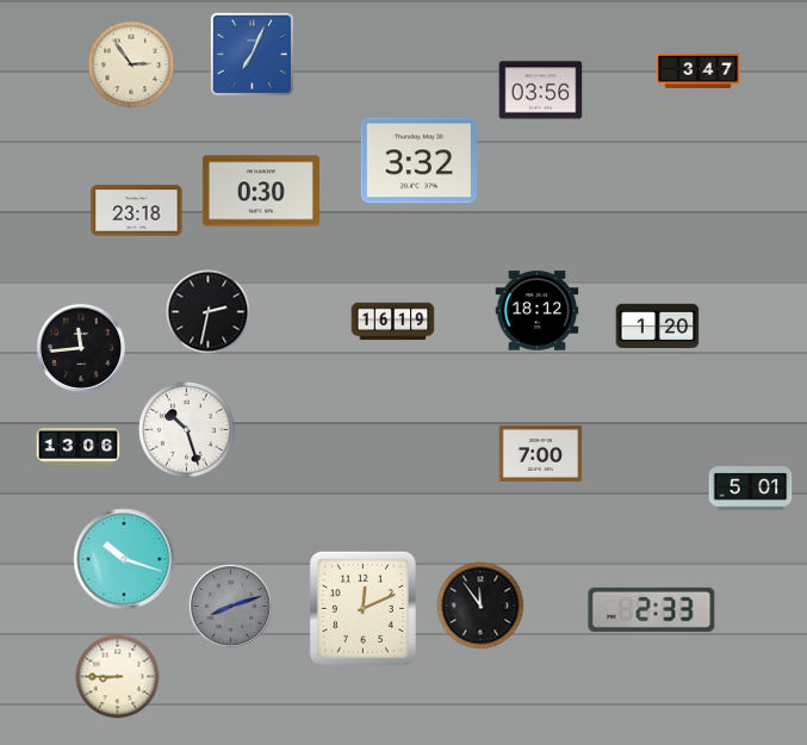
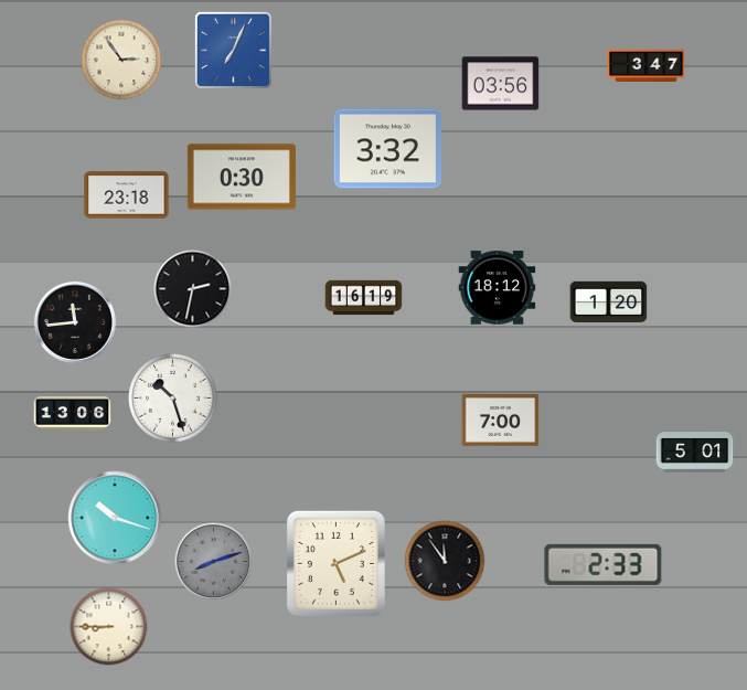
clock at (362, 608): 12:11 -> 5:11
